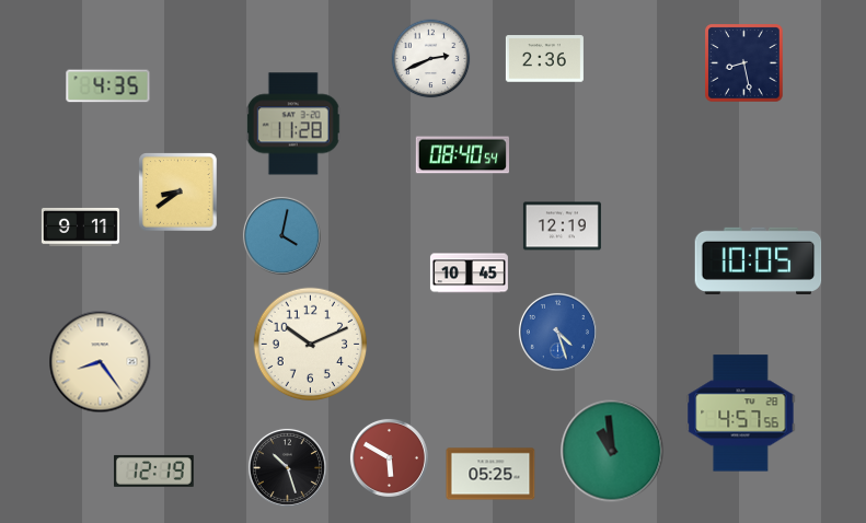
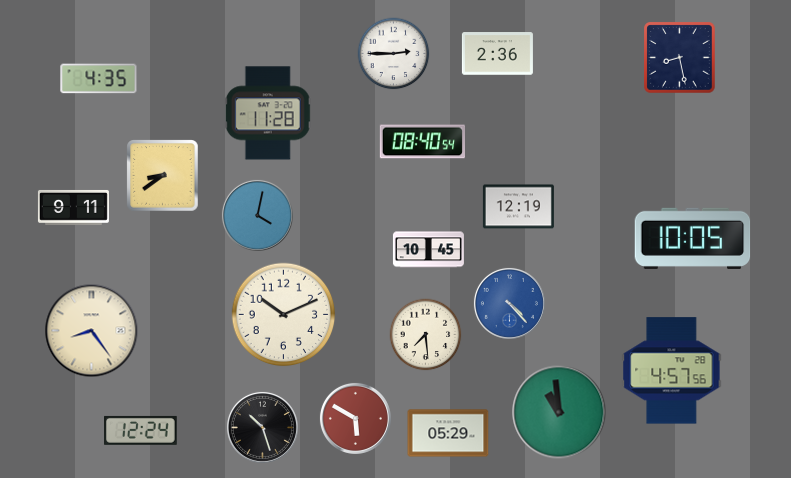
clock at (431, 59): 2:41 -> 2:45
clock at (562, 226) position: (562, 226) -> (518, 207)
clock at (557, 332): 4:27 -> 4:23
clock at (426, 335): none -> 7:29
clock at (741, 414) position: (741, 414) -> (672, 371)
clock at (154, 470): 12:19 -> 12:24
clock at (490, 474): 05:25 -> 05:29
